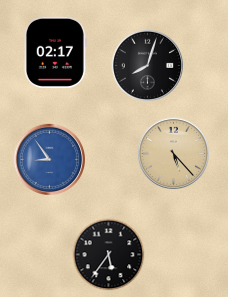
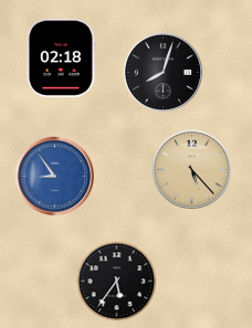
clock at (55, 52): 02:17 -> 02:18
clock at (109, 255) position: (109, 255) -> (117, 282)
